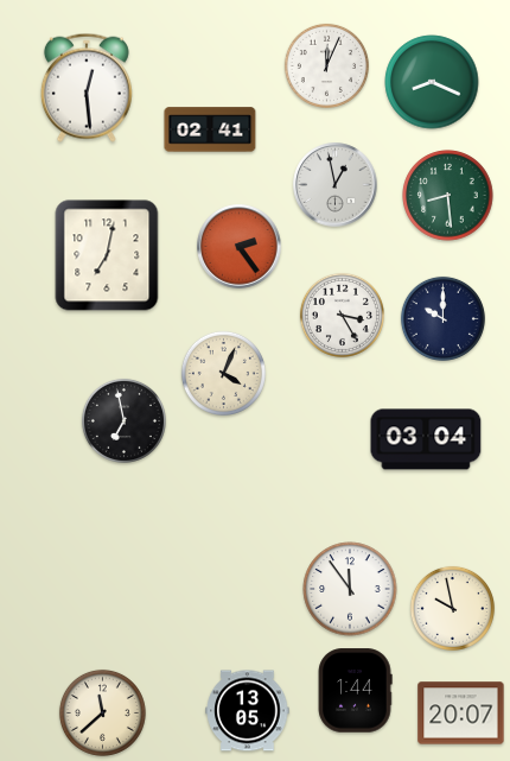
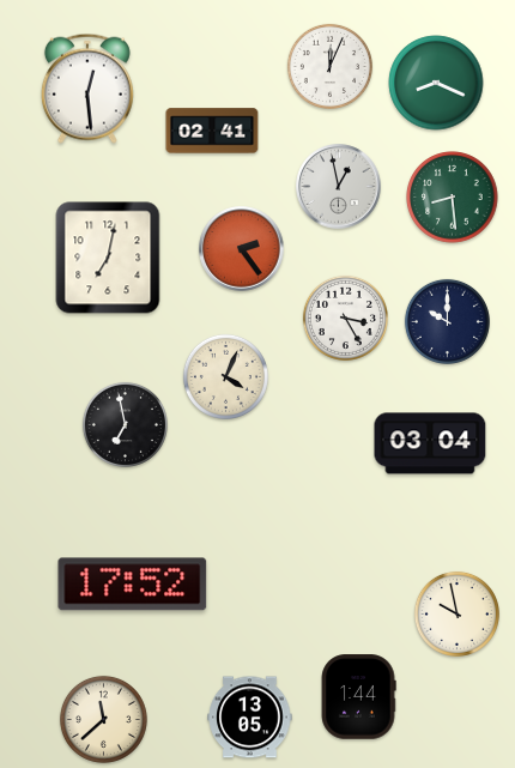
clock at (133, 585): none -> 17:52
clock at (350, 589): 11:54 -> none
clock at (461, 714): 20:07 -> none
